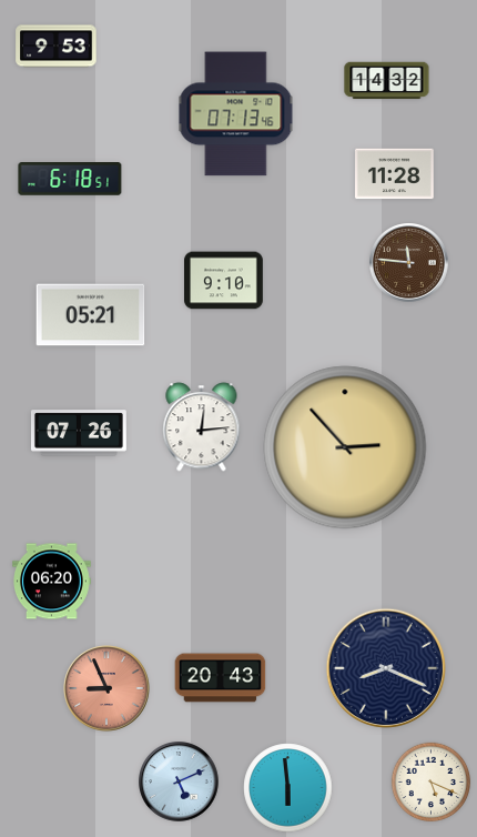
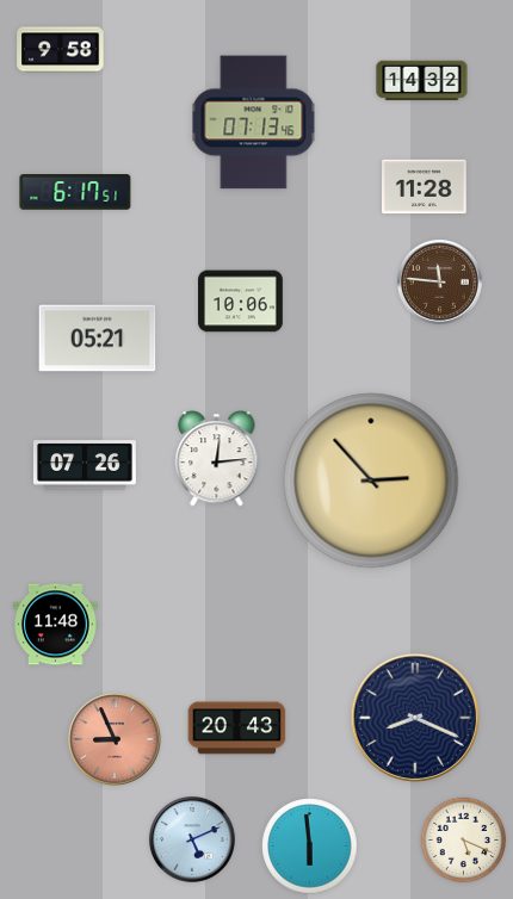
clock at (57, 47): 9:53 -> 9:58
clock at (387, 81) position: (387, 81) -> (422, 81)
clock at (70, 179): 6:18 -> 6:17
clock at (224, 281): 9:10 -> 10:06
clock at (52, 582): 06:20 -> 11:48
